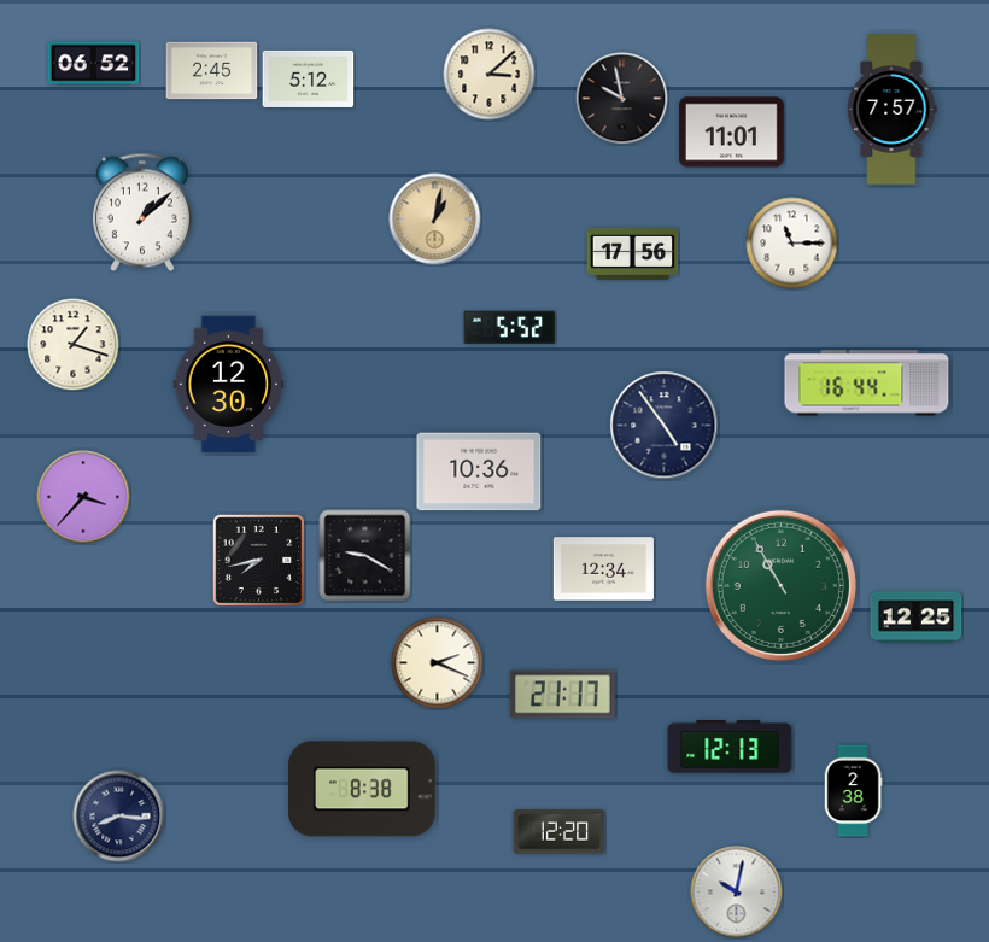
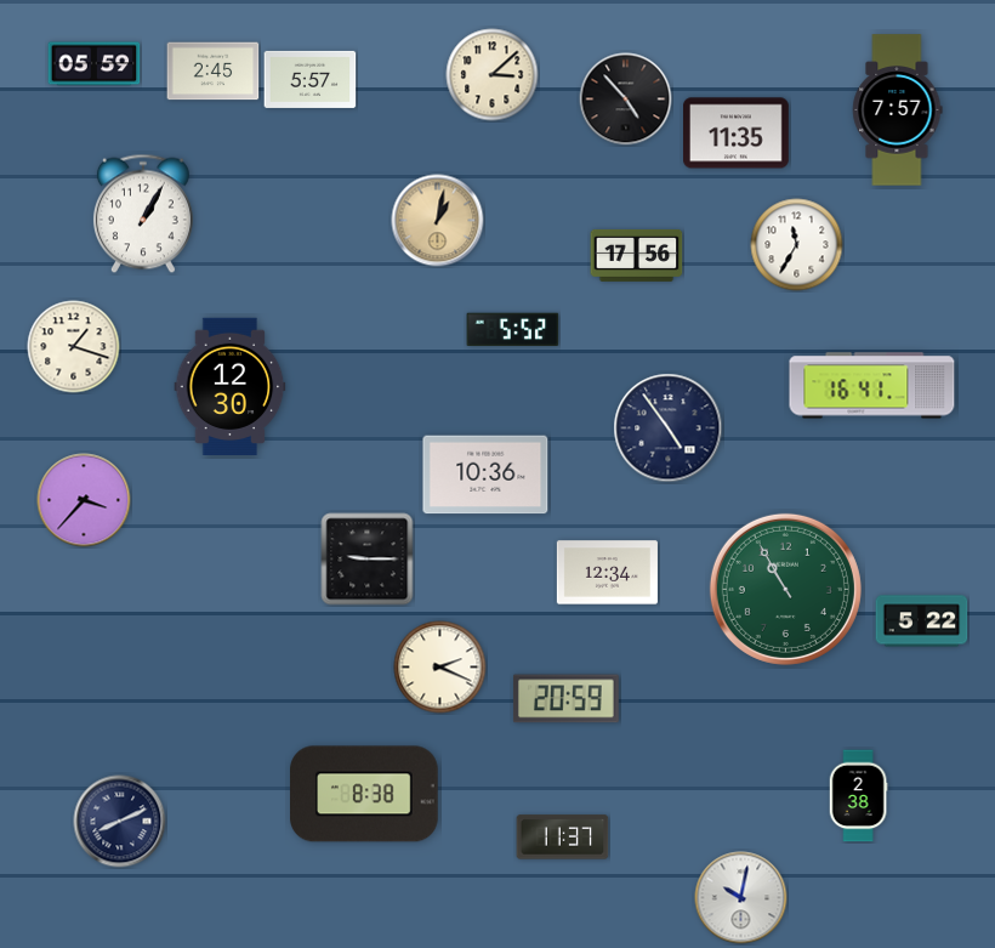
clock at (94, 64): 06:52 -> 05:59
clock at (309, 78): 5:12 -> 5:57
clock at (622, 99): 9:58 -> 4:53
clock at (732, 133): 11:01 -> 11:35
clock at (142, 212): 1:08 -> 1:05
clock at (792, 244): 11:15 -> 11:35
clock at (867, 384): 16:44 -> 16:41
clock at (479, 472) position: (479, 472) -> (485, 475)
clock at (365, 556): 9:20 -> 9:15
clock at (258, 560): 7:43 -> none
clock at (917, 618): 12:25 -> 5:22
clock at (562, 695): 21:17 -> 20:59
clock at (730, 747): 12:13 -> none
clock at (119, 817): 8:16 -> 8:11
clock at (560, 832): 12:20 -> 11:37
